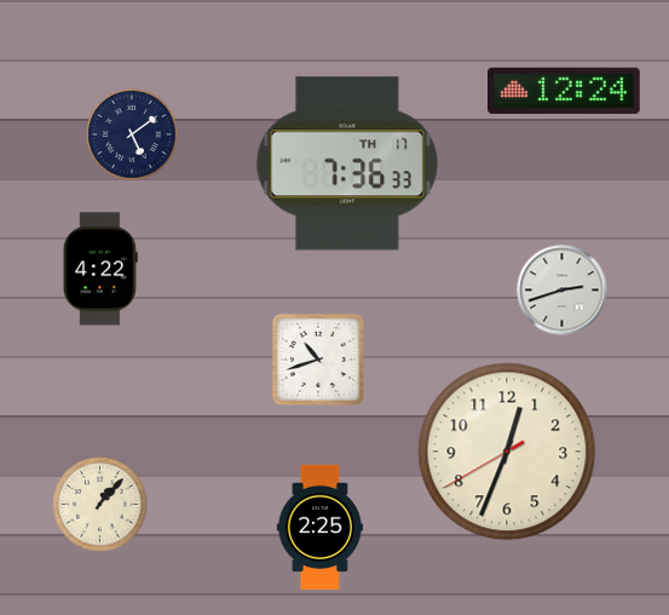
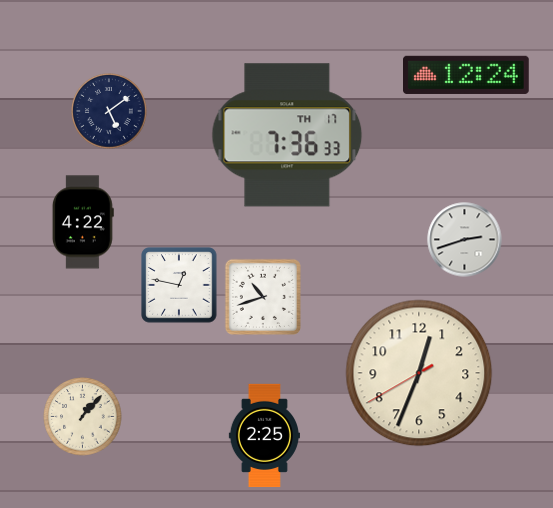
clock at (179, 285): none -> 12:47
